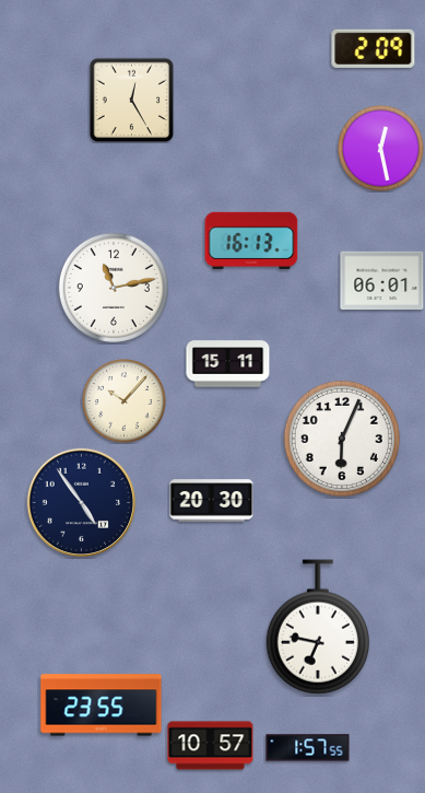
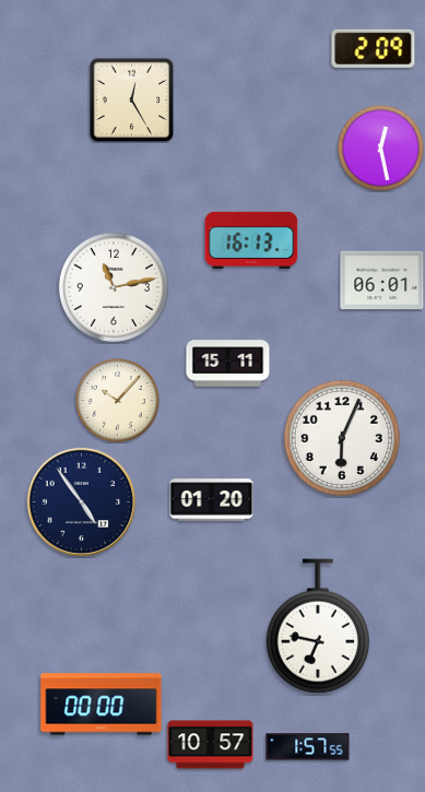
clock at (125, 401) position: (125, 401) -> (118, 401)
clock at (212, 501): 20:30 -> 01:20
clock at (102, 705): 23:55 -> 00:00
